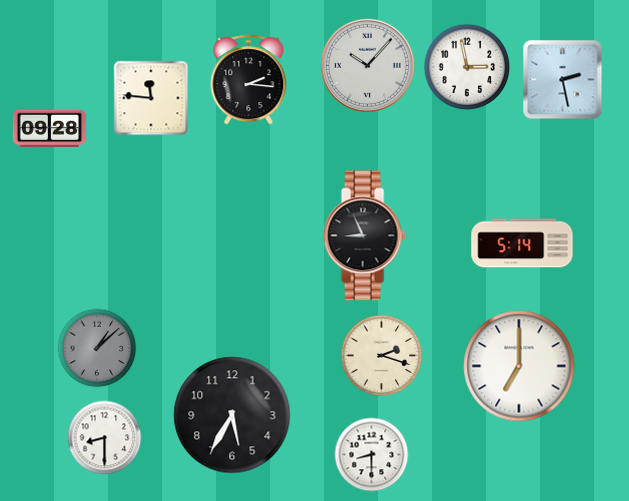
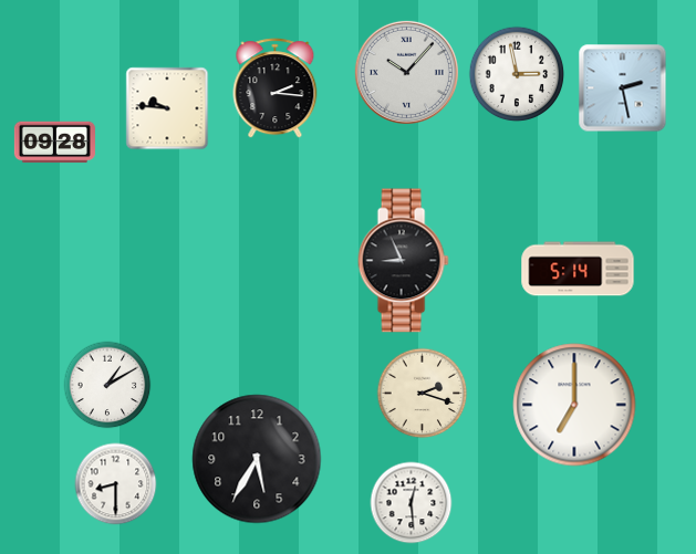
clock at (151, 98): 11:46 -> 9:46
clock at (97, 348): 1:08 -> 1:10
clock at (97, 348) dial: grey -> white
clock at (372, 455): 8:30 -> 12:29
